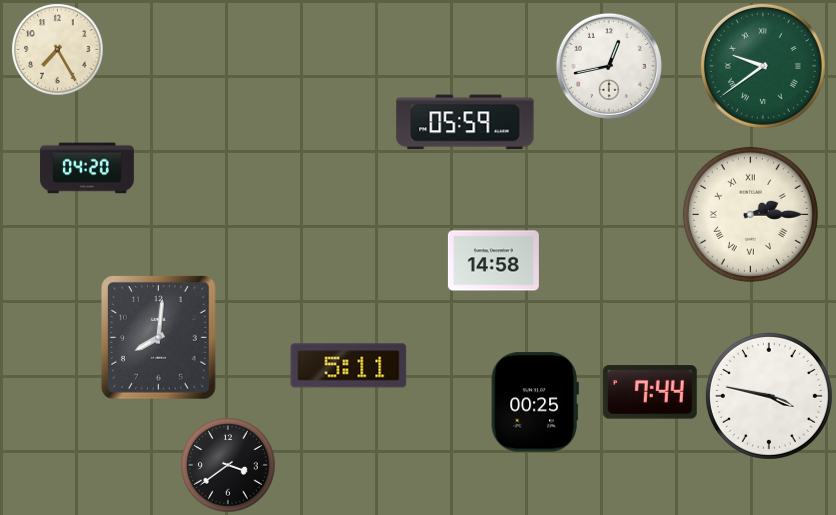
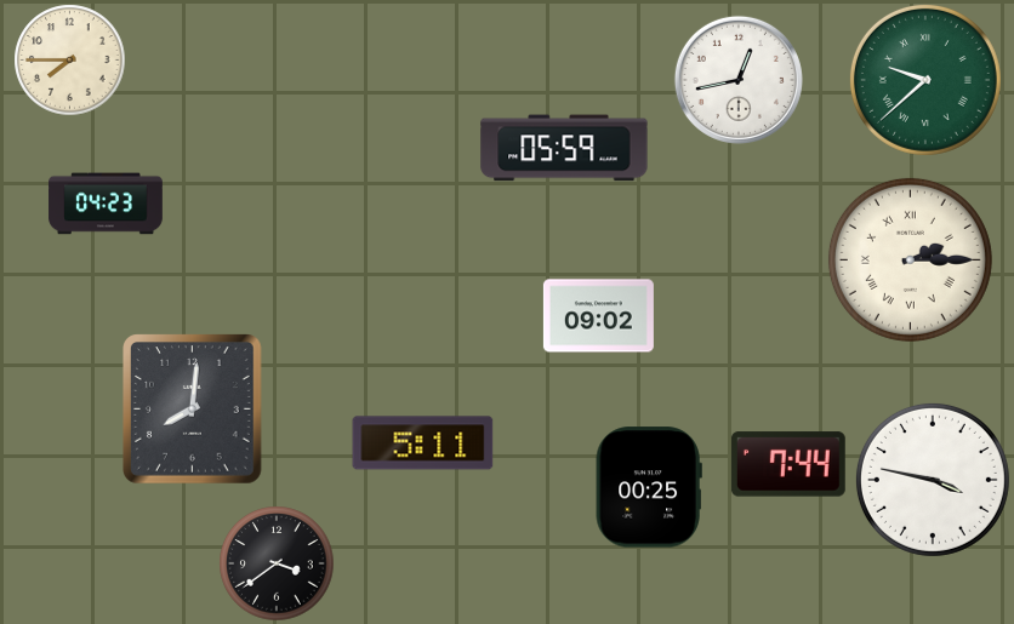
clock at (58, 50): 7:25 -> 7:45
clock at (763, 66): 9:39 -> 9:38
clock at (87, 168): 04:20 -> 04:23
clock at (493, 261): 14:58 -> 09:02
clock at (650, 392) position: (650, 392) -> (788, 464)
